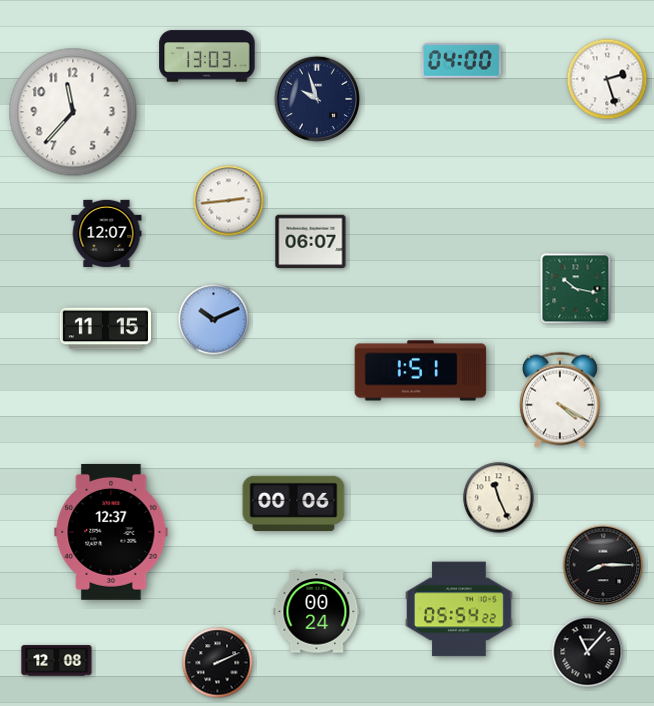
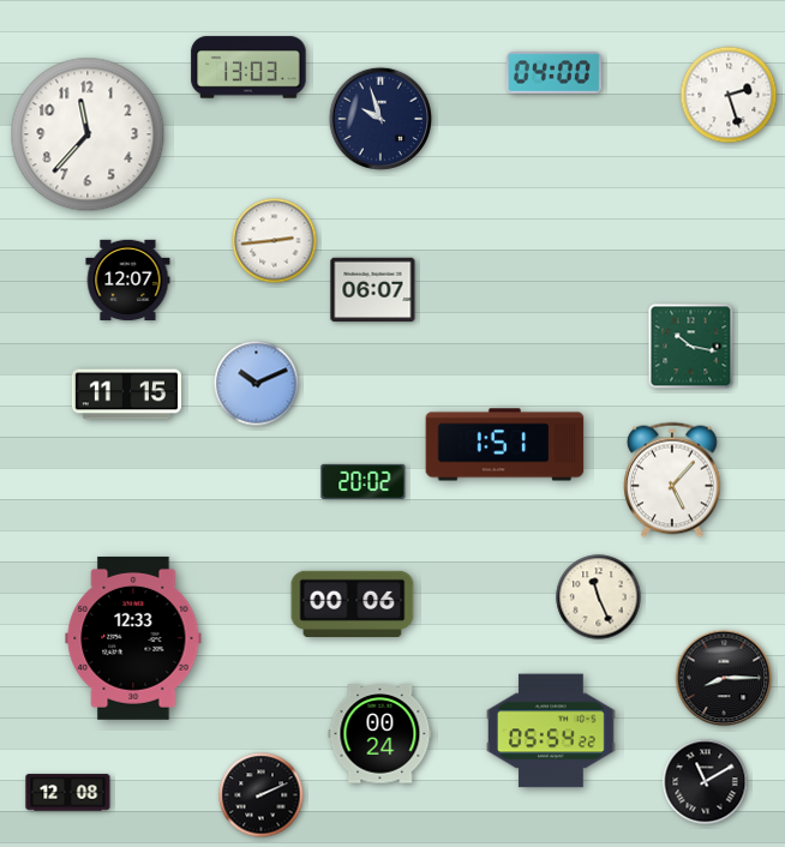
clock at (561, 400): 4:20 -> 5:07
clock at (364, 481): none -> 20:02
clock at (111, 532): 12:37 -> 12:33
clock at (588, 652): 11:07 -> 11:10
